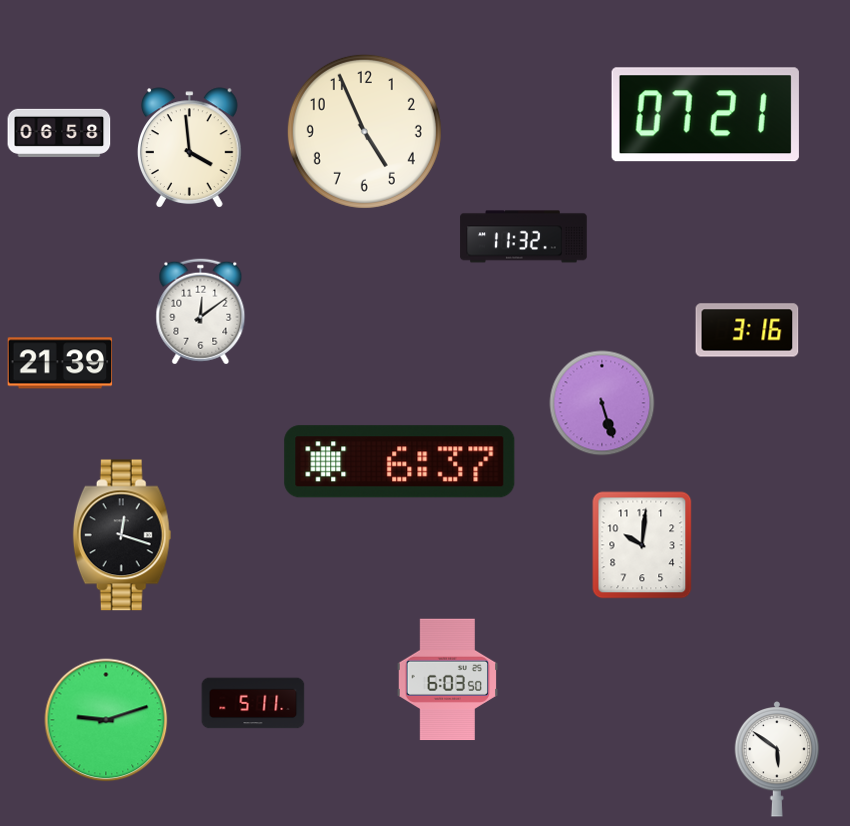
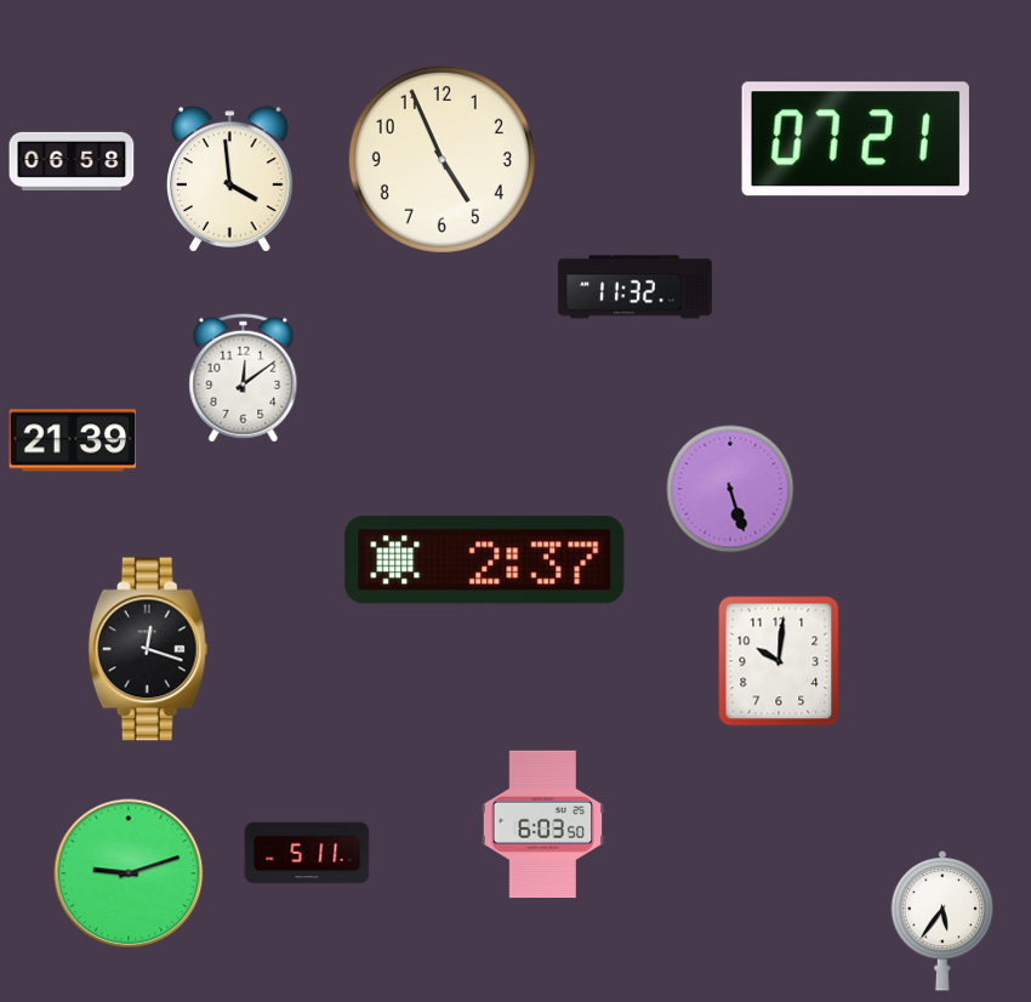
clock at (747, 330): 3:16 -> none
clock at (400, 462): 6:37 -> 2:37
clock at (777, 759): 5:51 -> 5:36
